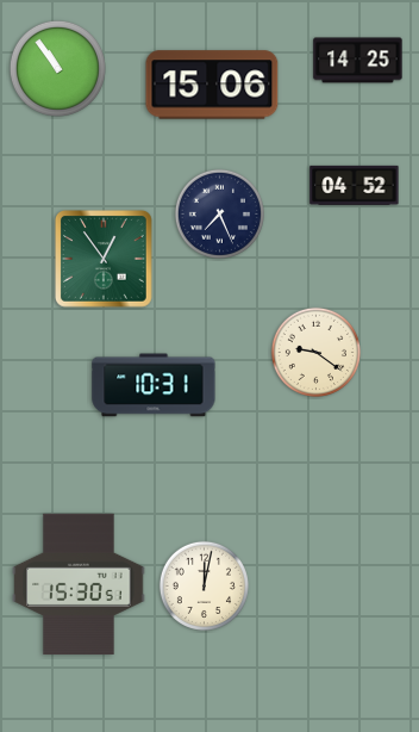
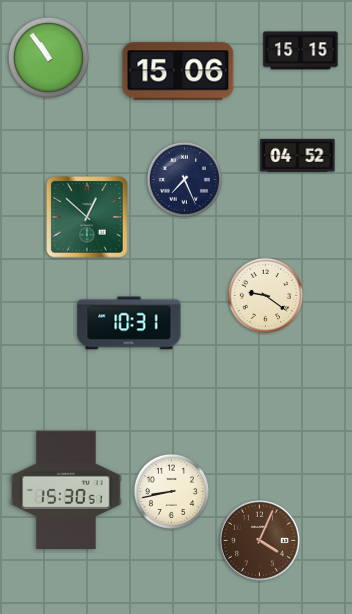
clock at (358, 61): 14:25 -> 15:15
clock at (105, 260): 12:54 -> 12:52
clock at (204, 585): 12:02 -> 8:43
clock at (260, 541): none -> 4:04
